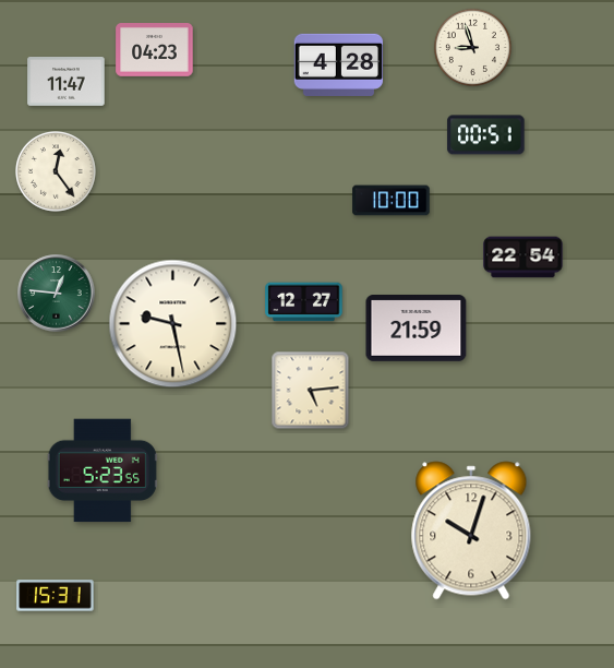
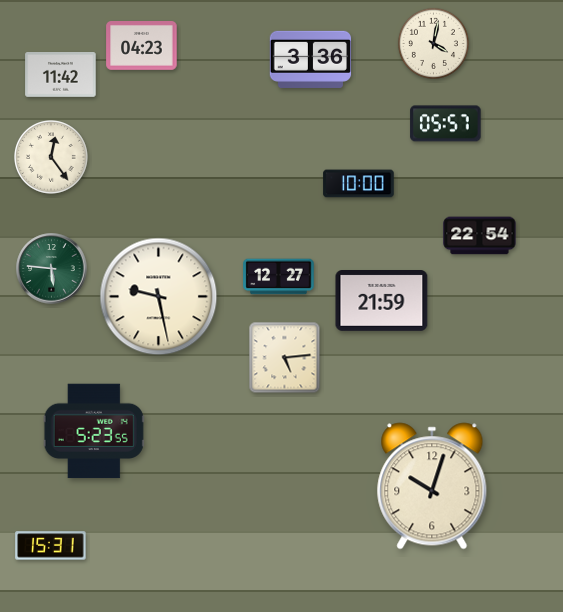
clock at (472, 47): 8:57 -> 4:02
clock at (339, 64): 4:28 -> 3:36
clock at (67, 82): 11:47 -> 11:42
clock at (486, 135): 00:51 -> 05:57
clock at (57, 294): 12:46 -> 5:46
